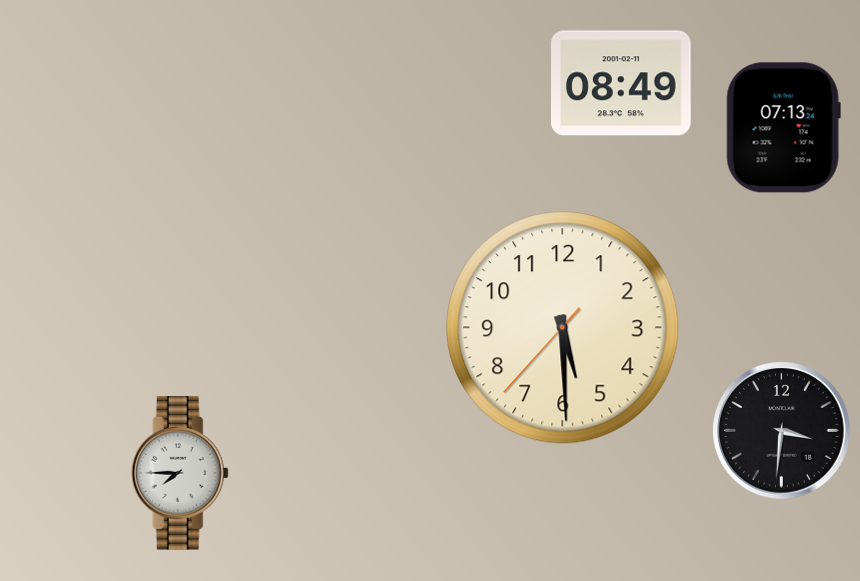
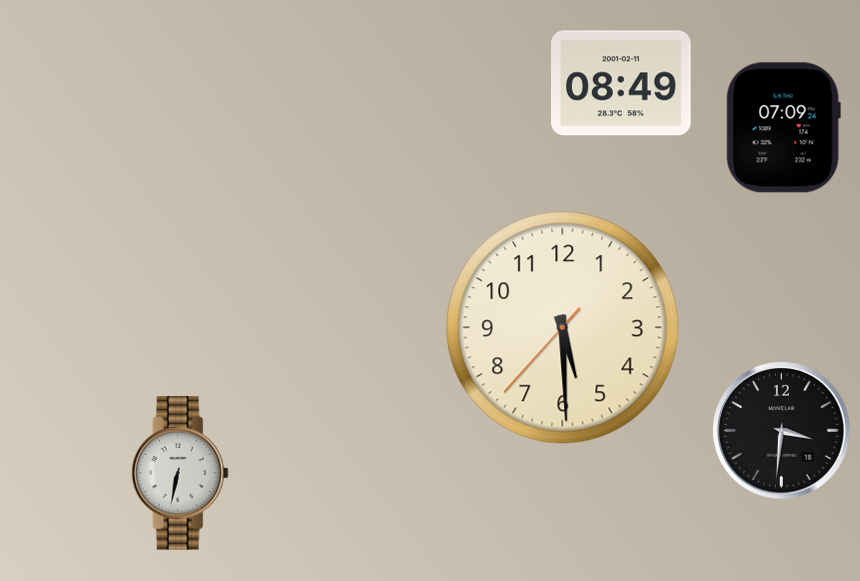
clock at (783, 128): 07:13 -> 07:09
clock at (180, 474): 7:45 -> 6:32
